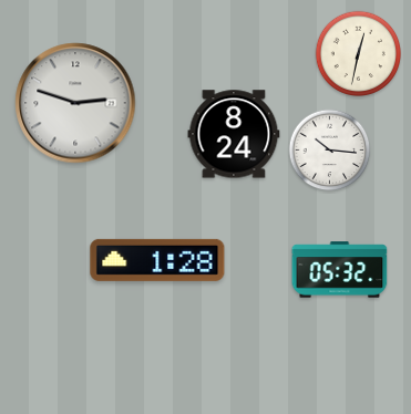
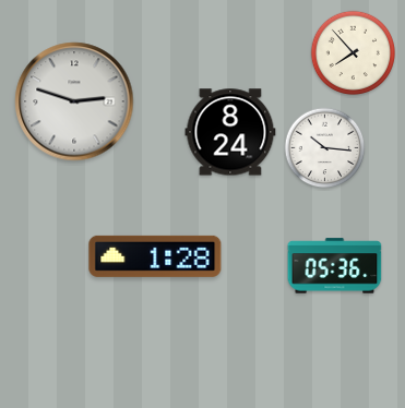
clock at (359, 54): 12:32 -> 7:53
clock at (340, 270): 05:32 -> 05:36
